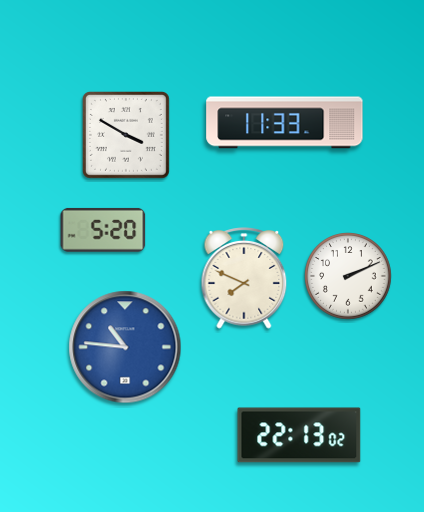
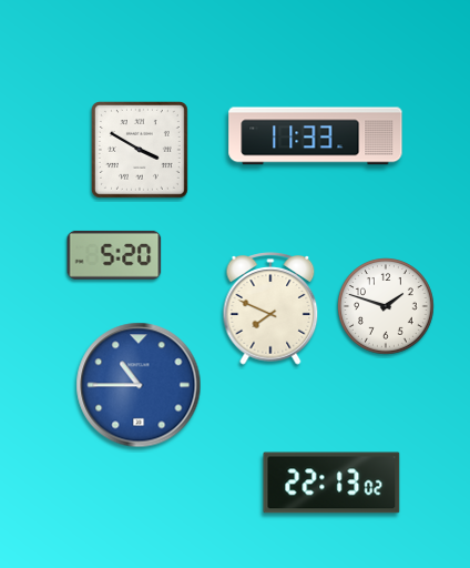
clock at (348, 276): 2:11 -> 1:48
clock at (125, 347): 10:46 -> 10:45
